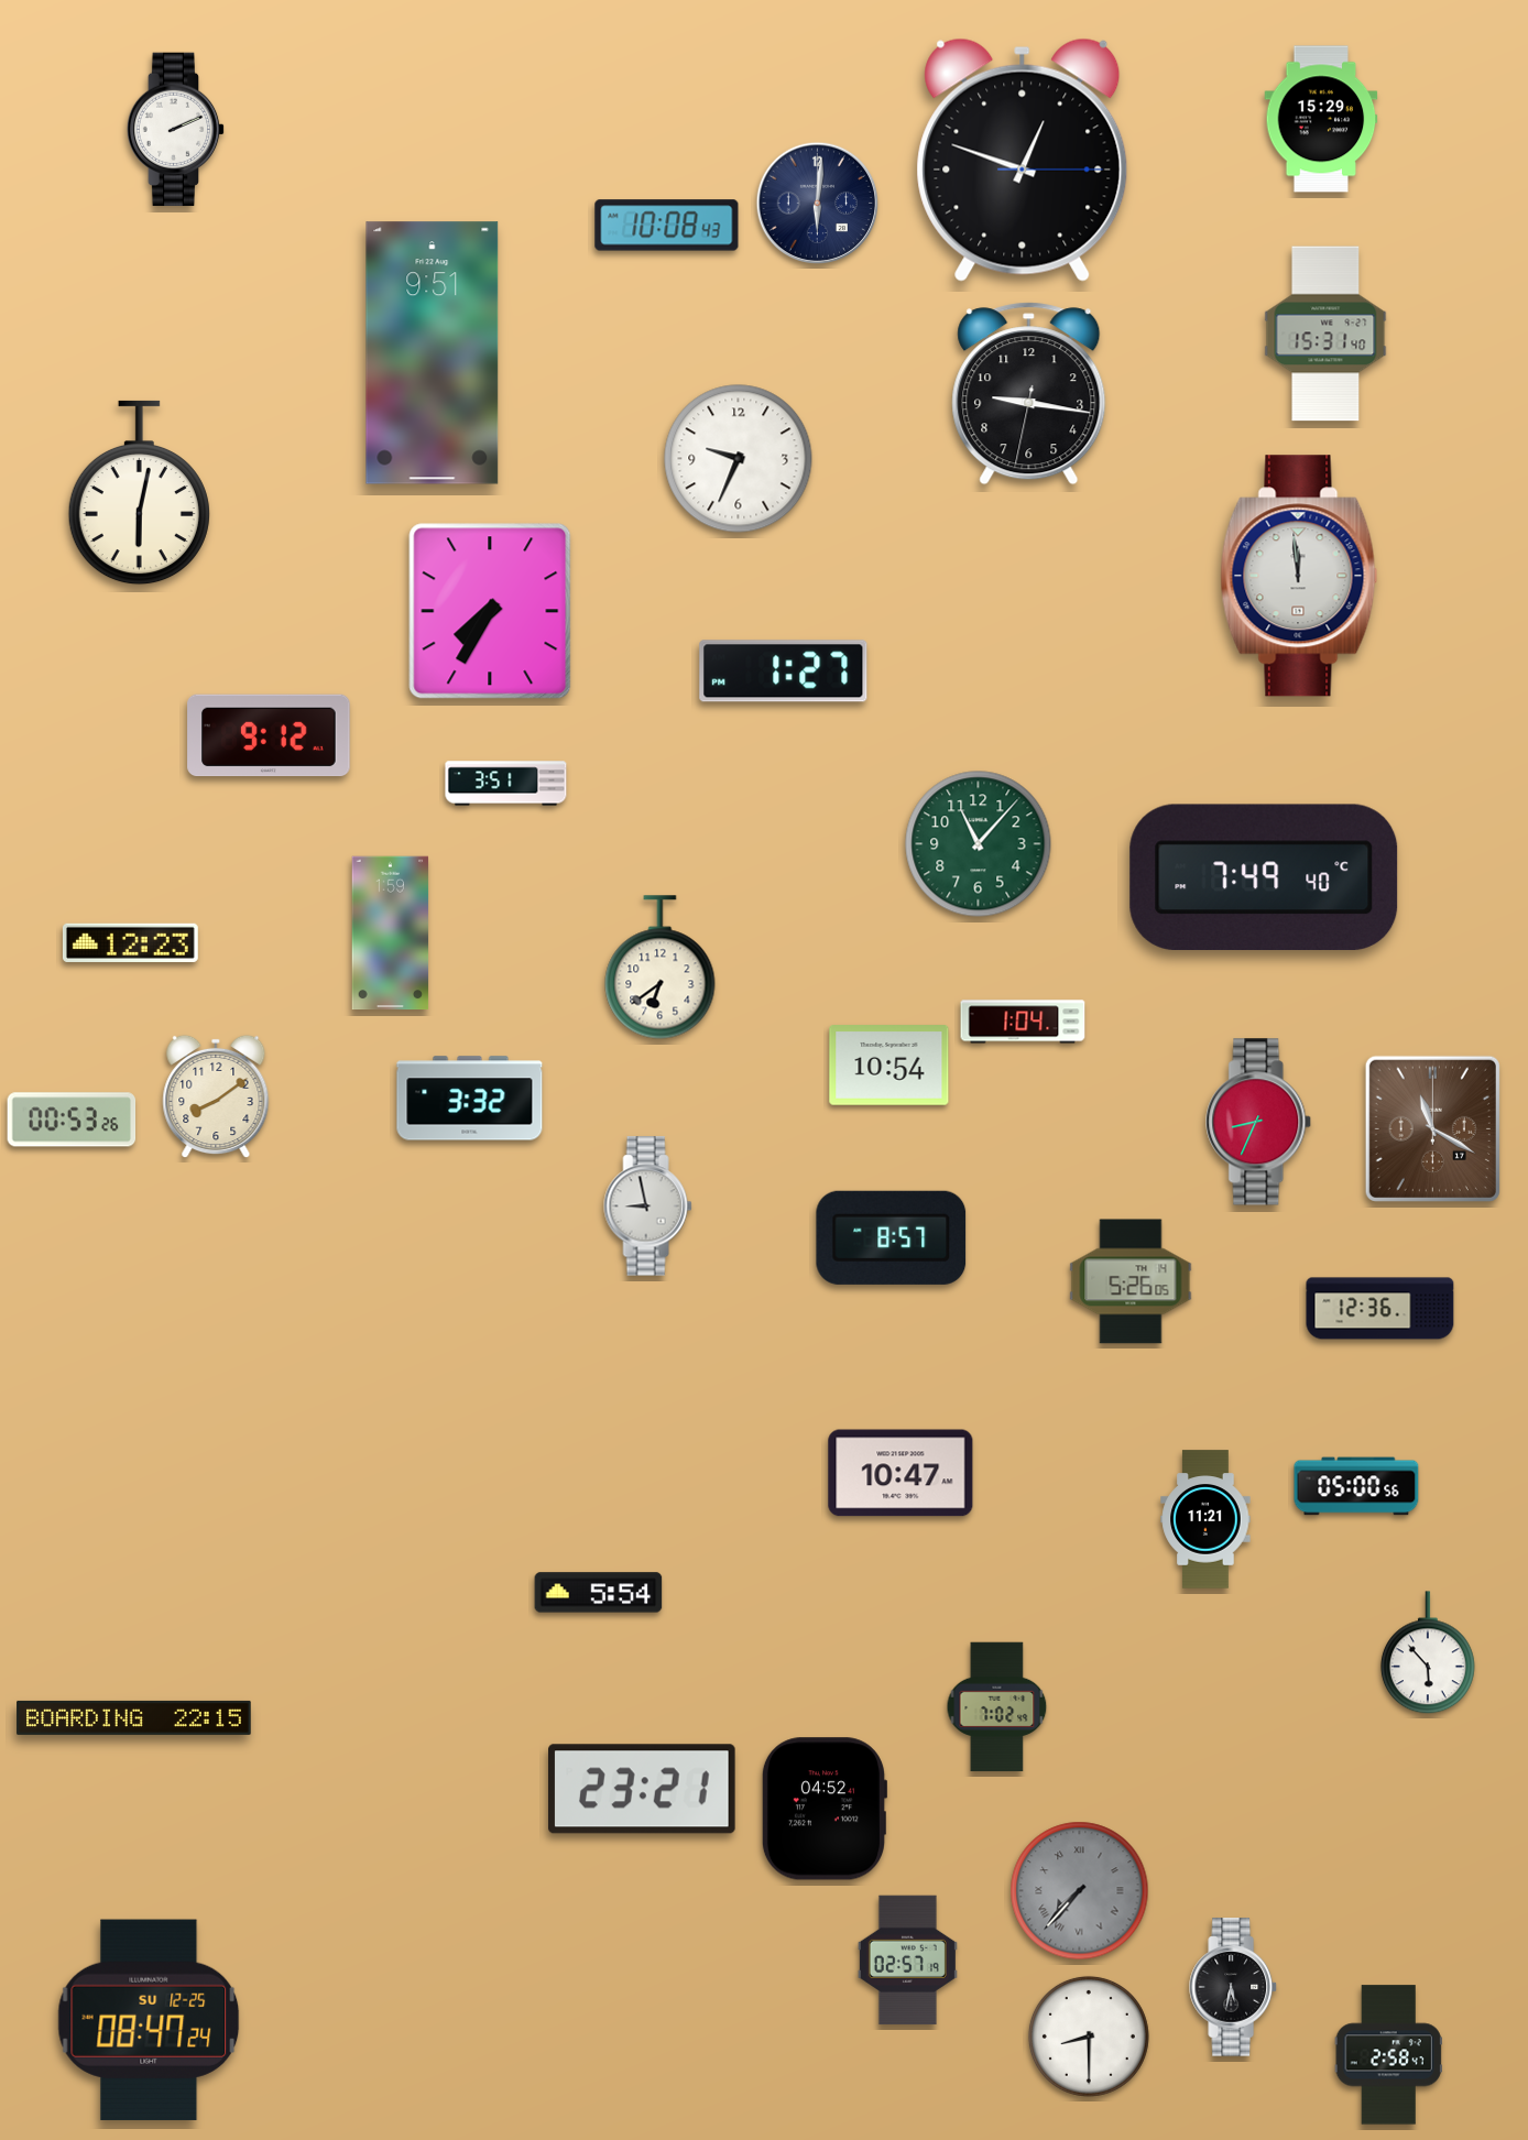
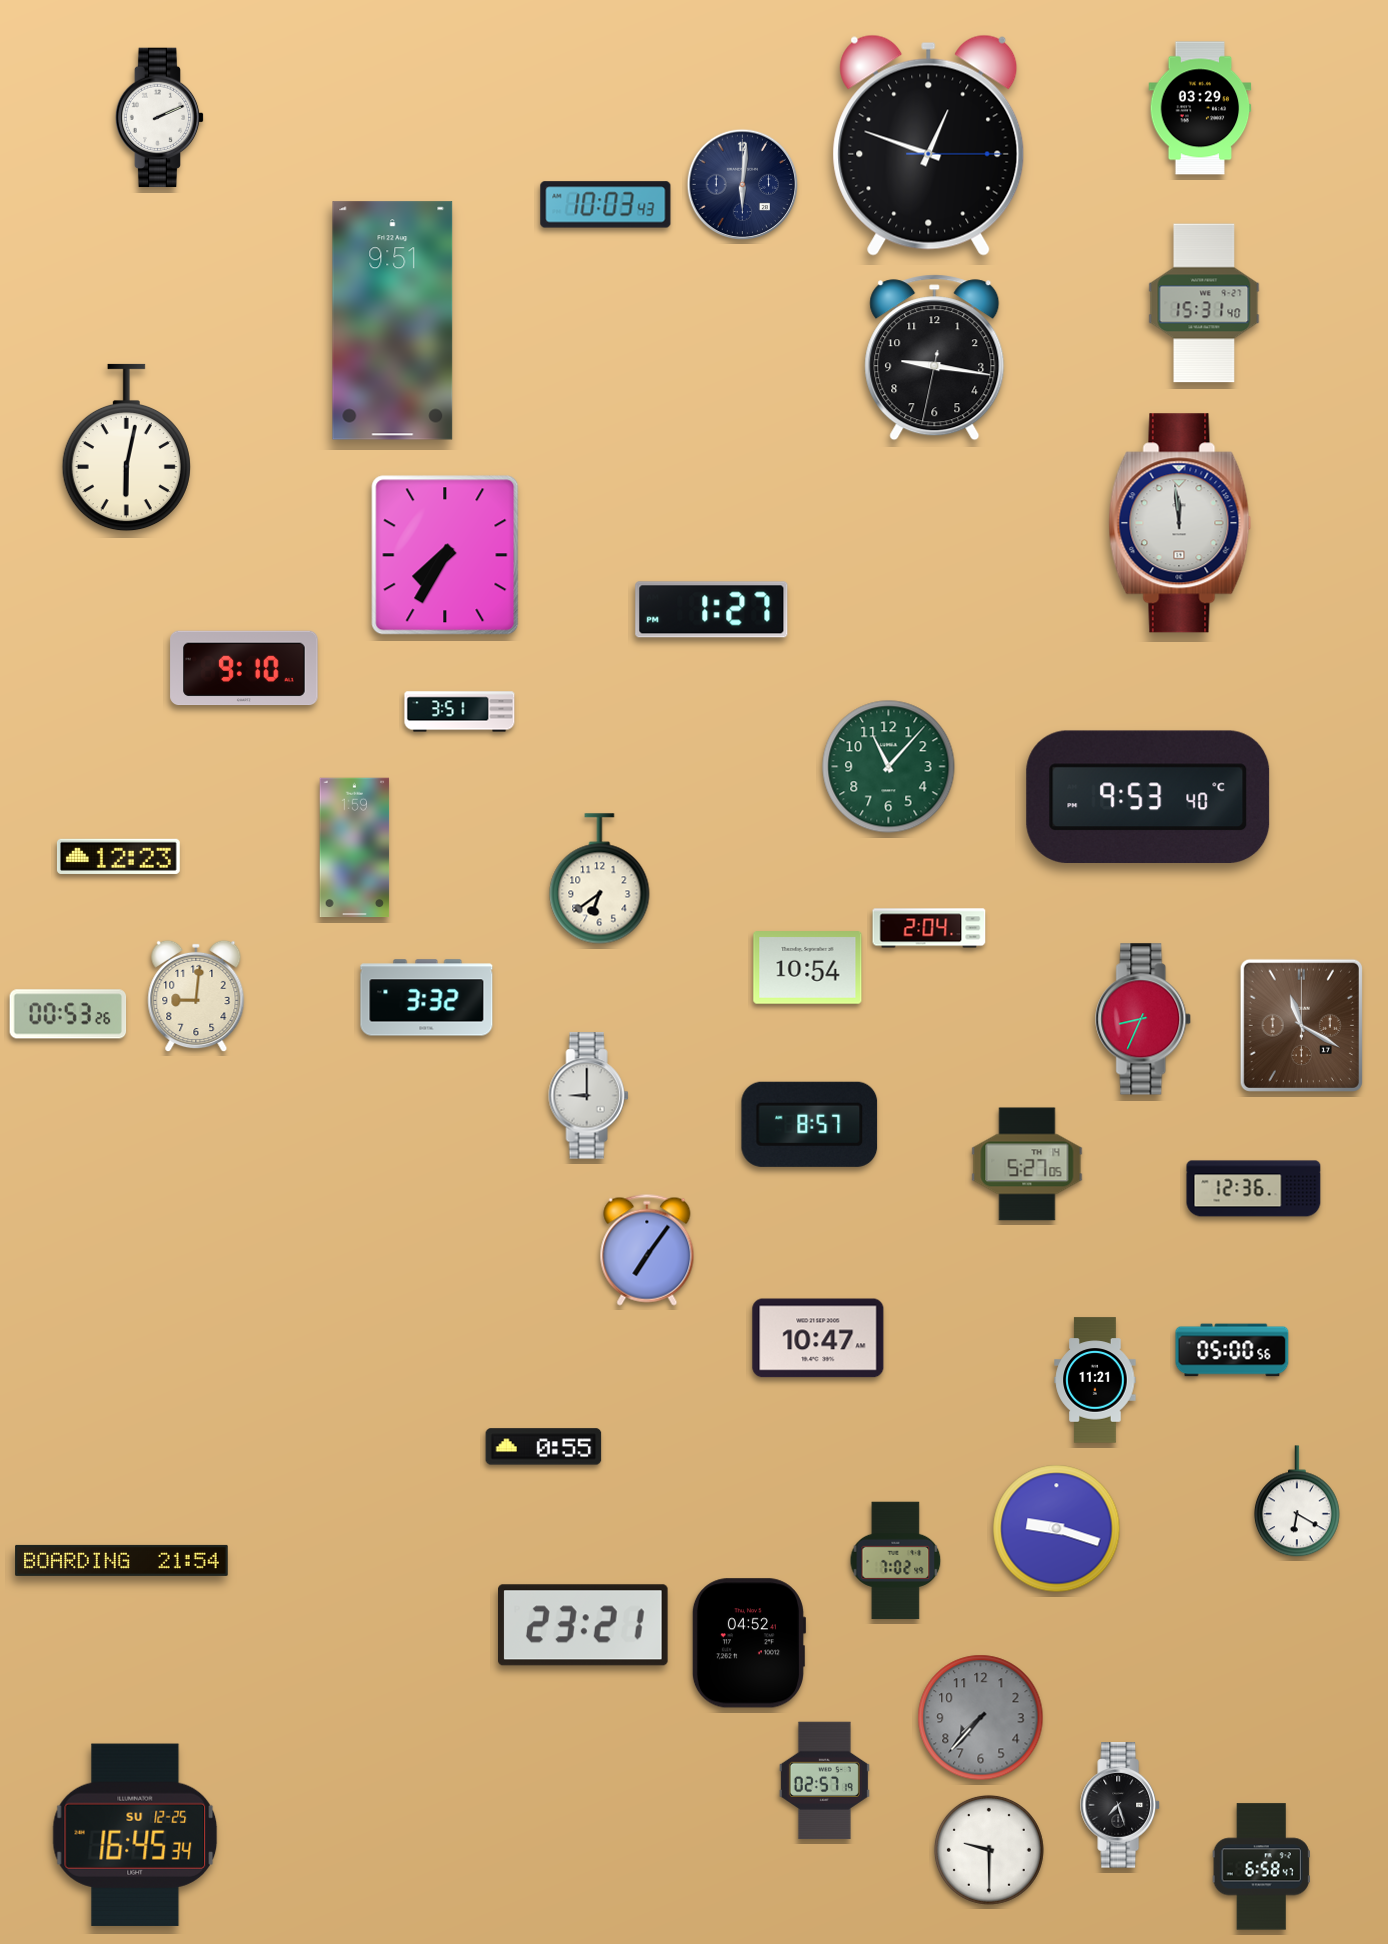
clock at (1321, 119): 15:29 -> 03:29
clock at (667, 226): 10:08 -> 10:03
clock at (739, 459): 9:34 -> none
clock at (269, 735): 9:12 -> 9:10
clock at (1264, 876): 7:49 -> 9:53
clock at (1023, 1022): 1:04 -> 2:04
clock at (216, 1096): 8:09 -> 9:01
clock at (72, 1120) position: (72, 1120) -> (68, 1014)
clock at (648, 1207): 8:58 -> 9:00
clock at (1131, 1281): 5:26 -> 5:27
clock at (647, 1250): none -> 7:06
clock at (599, 1593): 5:54 -> 0:55
clock at (1428, 1653): 5:53 -> 6:20
clock at (1057, 1529): none -> 9:18
clock at (997, 1707) position: (997, 1707) -> (896, 1561)
clock at (134, 1717): 22:15 -> 21:54
clock at (1080, 1891) numerals: Roman -> Arabic
clock at (1233, 1987): 5:32 -> 7:27
clock at (149, 2020): 08:47 -> 16:45
clock at (1089, 2037): 8:30 -> 9:30
clock at (1388, 2055): 2:58 -> 6:58
